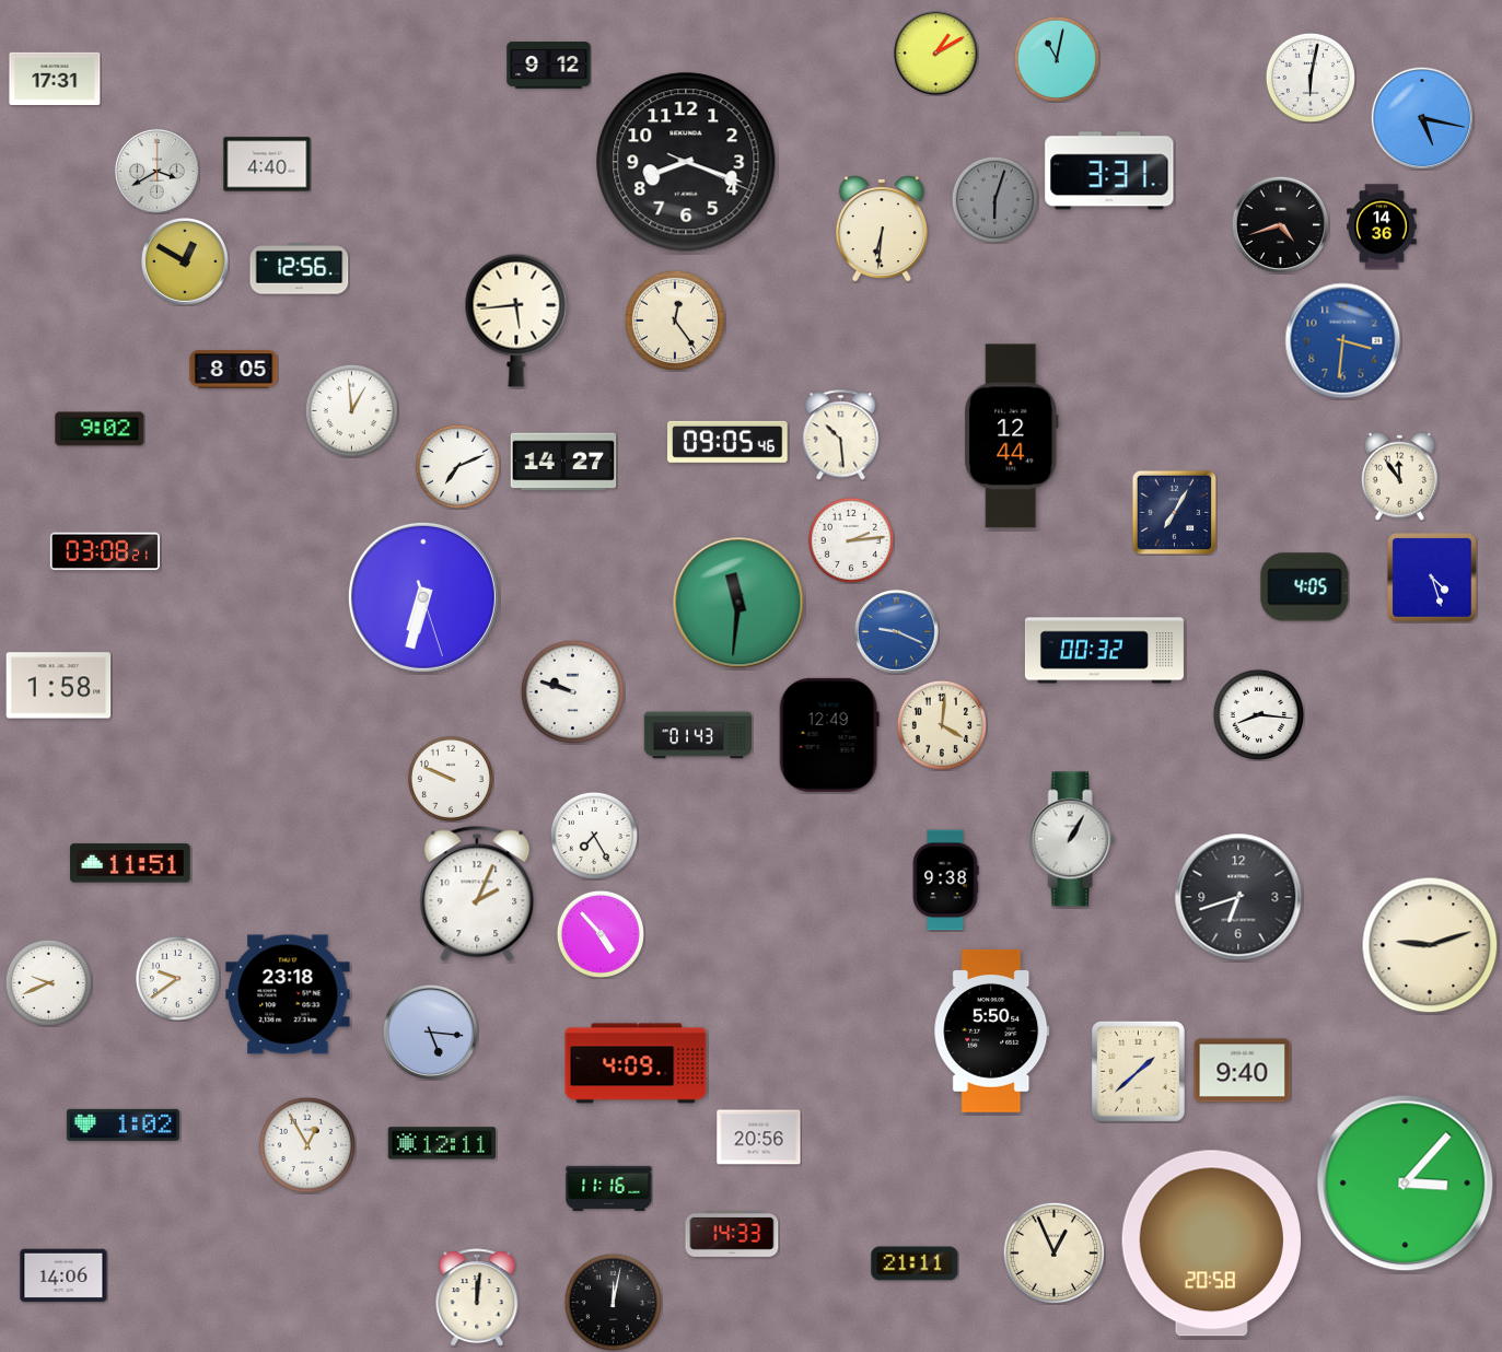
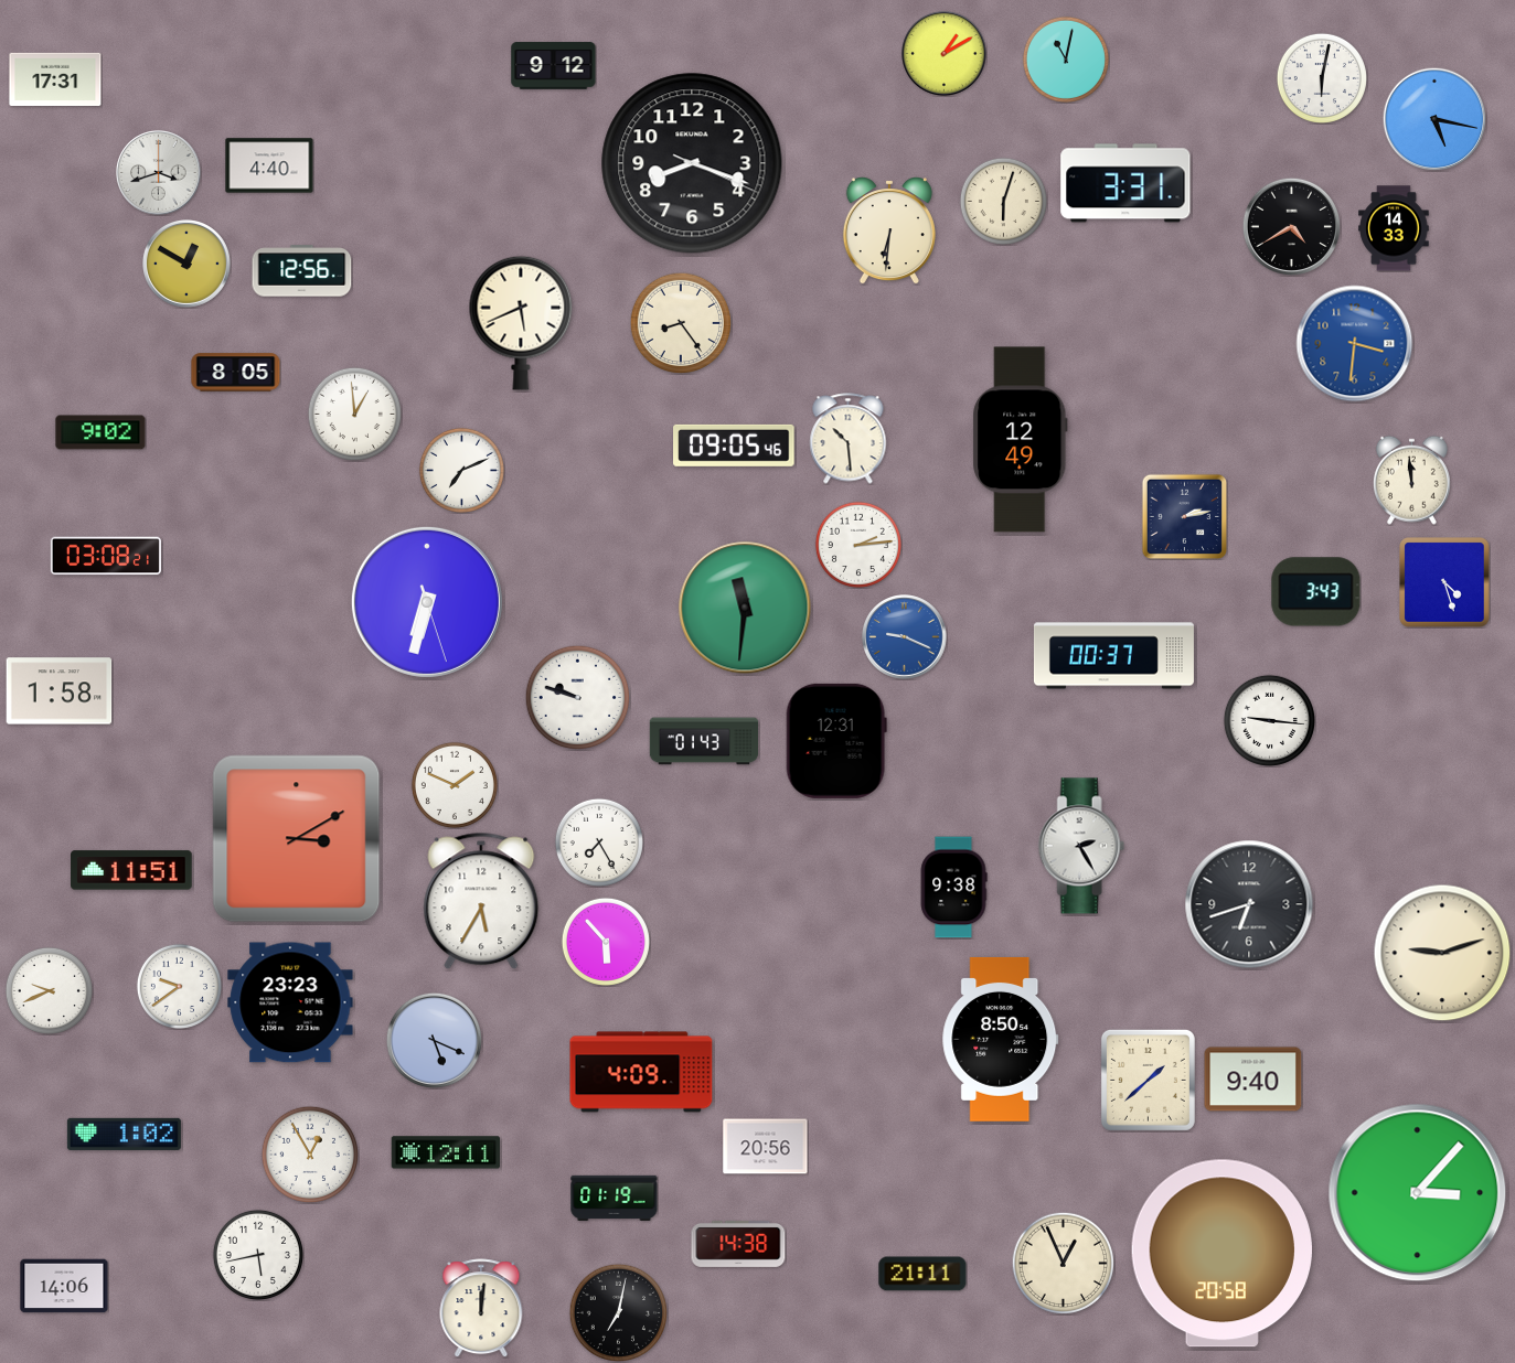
clock at (1109, 171) position: (1109, 171) -> (1125, 183)
clock at (158, 172): 3:40 -> 3:42
clock at (994, 199) dial: grey -> cream
clock at (1280, 224): 4:42 -> 4:40
clock at (1382, 226): 14:36 -> 14:33
clock at (516, 320): 5:44 -> 5:41
clock at (675, 320): 12:24 -> 8:24
clock at (1012, 436): 12:44 -> 12:49
clock at (563, 462): 14:27 -> none
clock at (1399, 476): 11:54 -> 11:59
clock at (1174, 512): 7:05 -> 2:13
clock at (1305, 587): 4:05 -> 3:43
clock at (1104, 651): 00:32 -> 00:37
clock at (1258, 714): 8:16 -> 9:16
clock at (942, 725): 4:01 -> none
clock at (829, 735): 12:49 -> 12:31
clock at (451, 779): 9:49 -> 1:49
clock at (297, 839): none -> 3:10
clock at (1072, 839): 1:05 -> 2:25
clock at (477, 894): 2:04 -> 5:35
clock at (601, 934): 4:53 -> 5:53
clock at (288, 994): 23:18 -> 23:23
clock at (992, 1030): 5:50 -> 8:50
clock at (430, 1032): 5:16 -> 5:19
clock at (609, 1188): 11:16 -> 01:19
clock at (732, 1234): 14:33 -> 14:38
clock at (258, 1255): none -> 5:43
clock at (613, 1302): 12:02 -> 7:02
